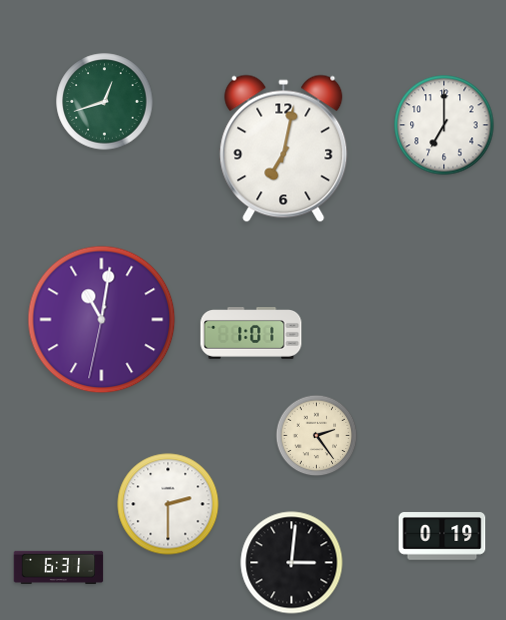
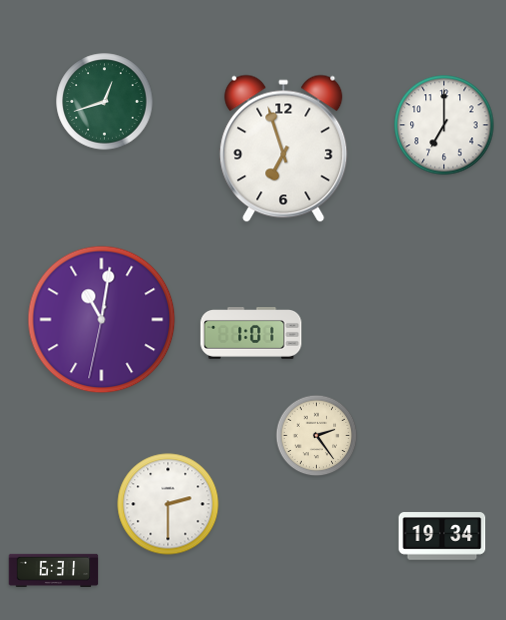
clock at (284, 149): 7:02 -> 6:57
clock at (442, 536): 0:19 -> 19:34
clock at (292, 563): 3:01 -> none
clock at (59, 567) position: (59, 567) -> (54, 570)
